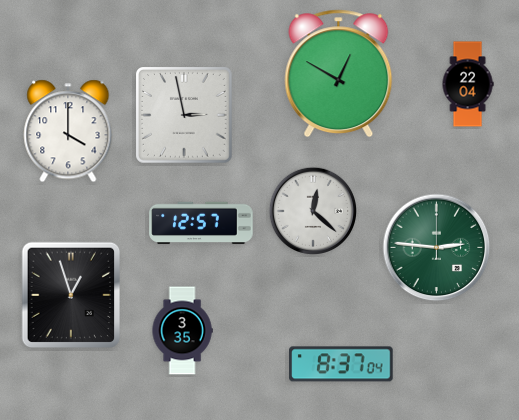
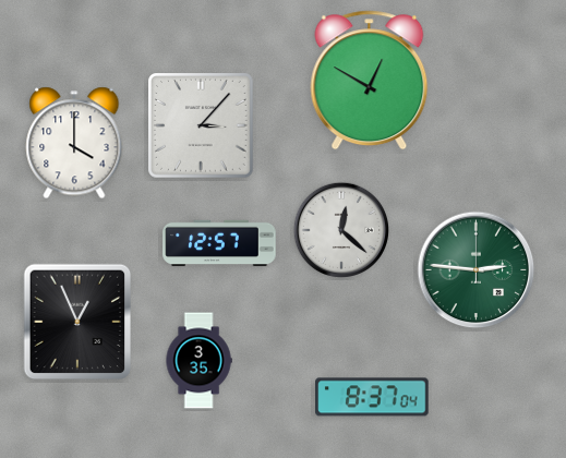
clock at (468, 84): 22:04 -> none
clock at (185, 116): 2:58 -> 3:07
clock at (71, 295): 12:57 -> 12:56
